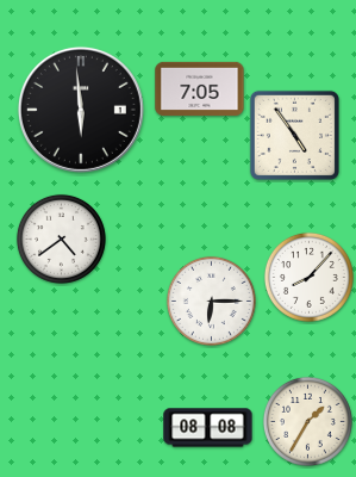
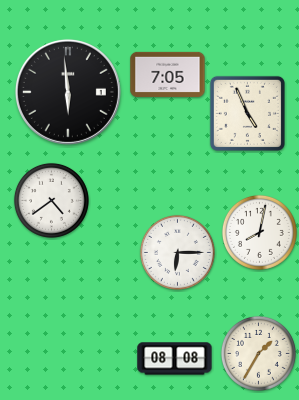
clock at (294, 135): 4:54 -> 4:56
clock at (308, 277): 8:07 -> 8:02
